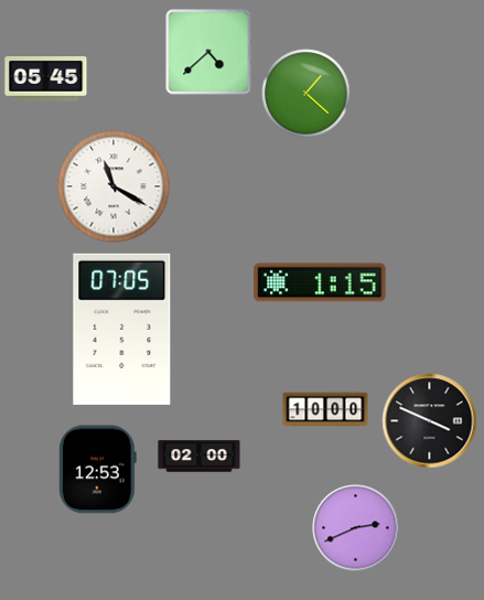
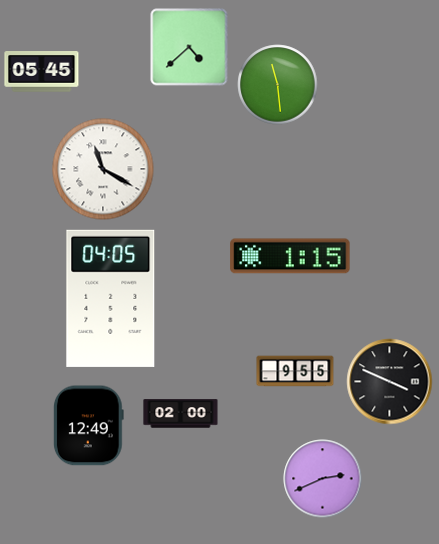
clock at (306, 94): 1:22 -> 11:29
clock at (122, 329): 07:05 -> 04:05
clock at (325, 409): 10:00 -> 9:55
clock at (97, 470): 12:53 -> 12:49
